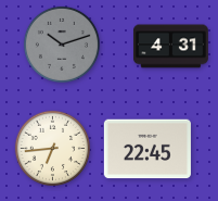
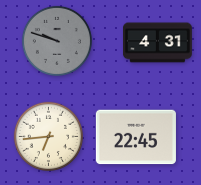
clock at (62, 45): 10:12 -> 9:48
